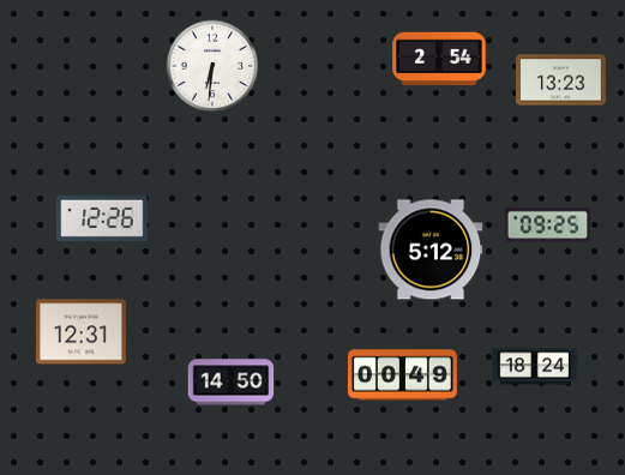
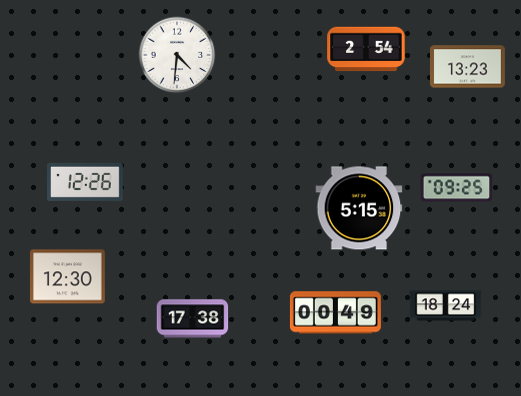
clock at (212, 66): 6:31 -> 4:31
clock at (431, 249): 5:12 -> 5:15
clock at (80, 332): 12:31 -> 12:30
clock at (232, 383): 14:50 -> 17:38
